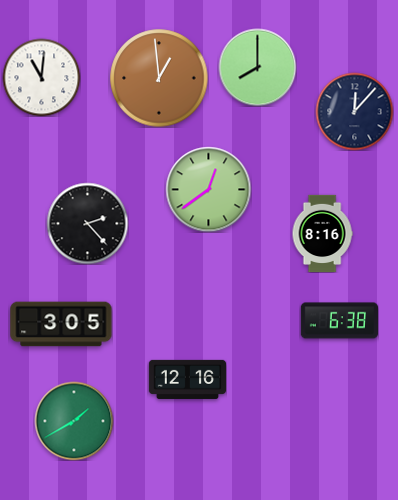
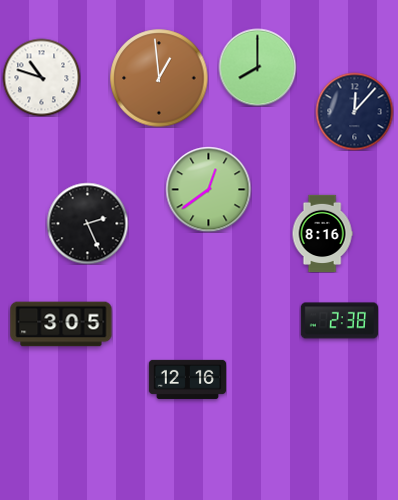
clock at (41, 77): 11:01 -> 10:48
clock at (87, 223): 2:23 -> 2:26
clock at (339, 321): 6:38 -> 2:38
clock at (74, 421): 1:40 -> none
